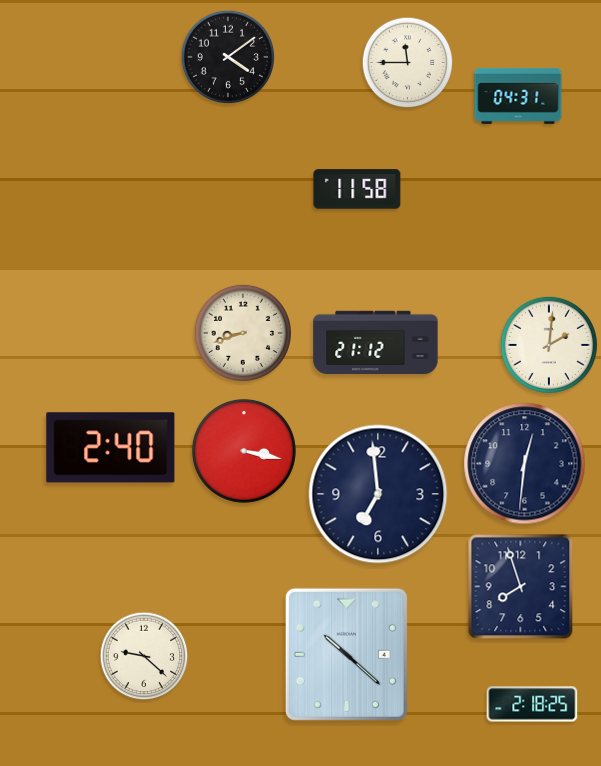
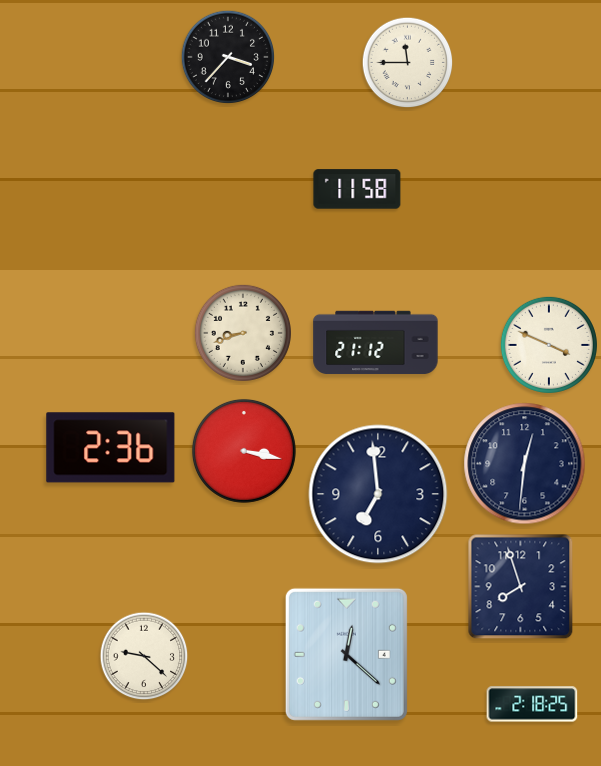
clock at (227, 56): 4:09 -> 3:37
clock at (518, 96): 04:31 -> none
clock at (549, 345): 2:01 -> 3:49
clock at (111, 448): 2:40 -> 2:36
clock at (346, 654): 10:22 -> 12:22
